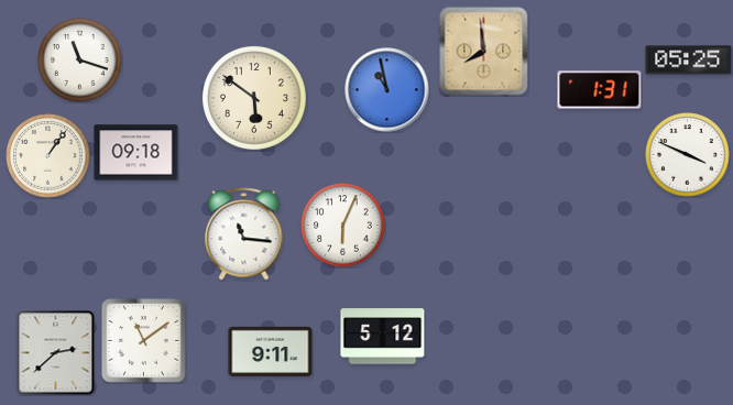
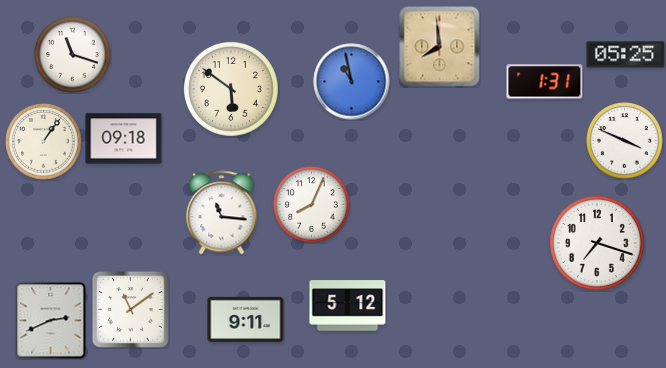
clock at (343, 226): 6:04 -> 8:04
clock at (597, 243): none -> 7:18
clock at (56, 353): 2:38 -> 2:41
